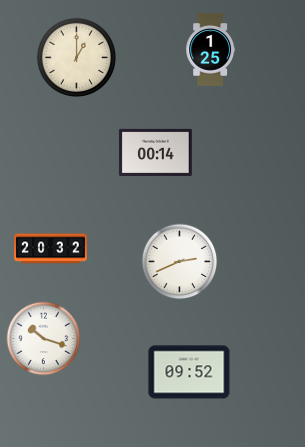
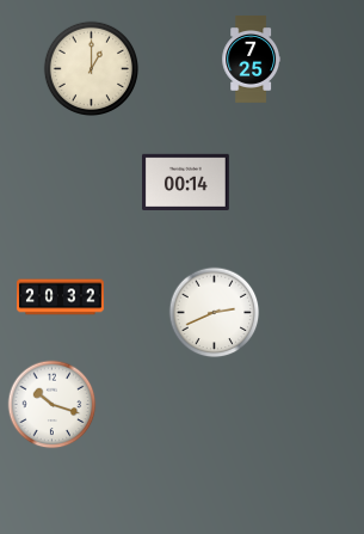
clock at (211, 50): 1:25 -> 7:25
clock at (189, 372): 09:52 -> none
